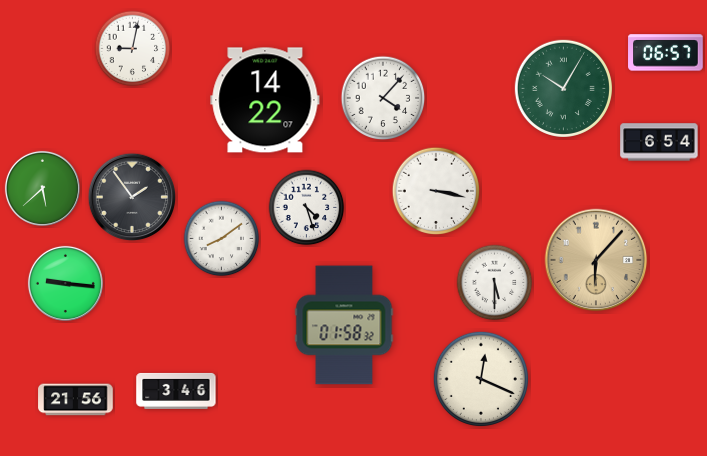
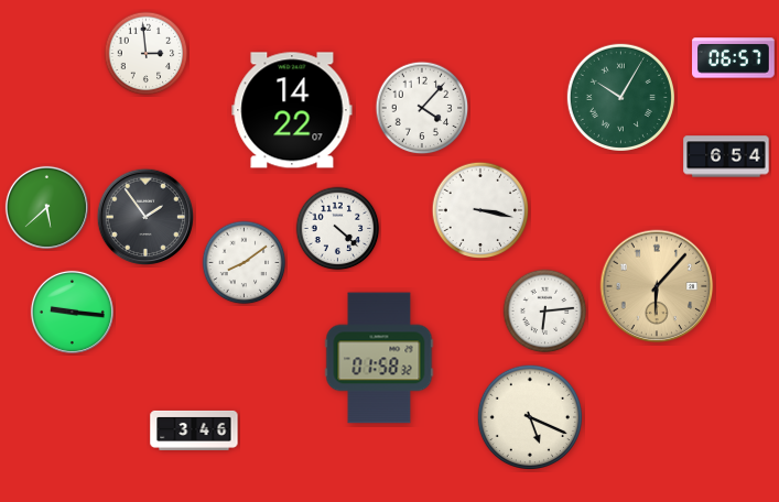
clock at (133, 49): 9:02 -> 2:59
clock at (307, 208): 4:27 -> 4:22
clock at (495, 283): 5:30 -> 6:14
clock at (480, 378): 12:19 -> 5:19
clock at (76, 400): 21:56 -> none
